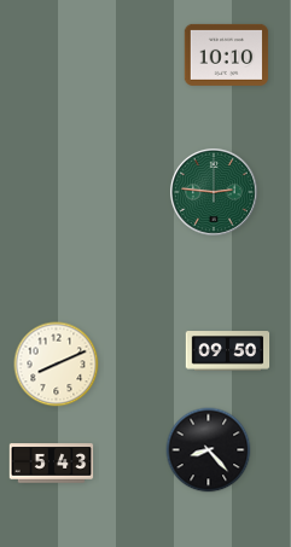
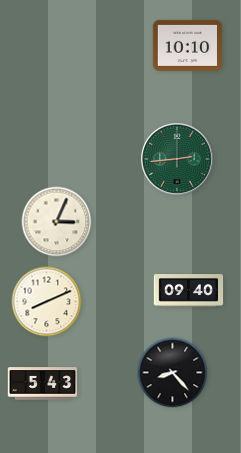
clock at (214, 192): 2:46 -> 2:44
clock at (57, 222): none -> 3:04
clock at (228, 351): 09:50 -> 09:40
